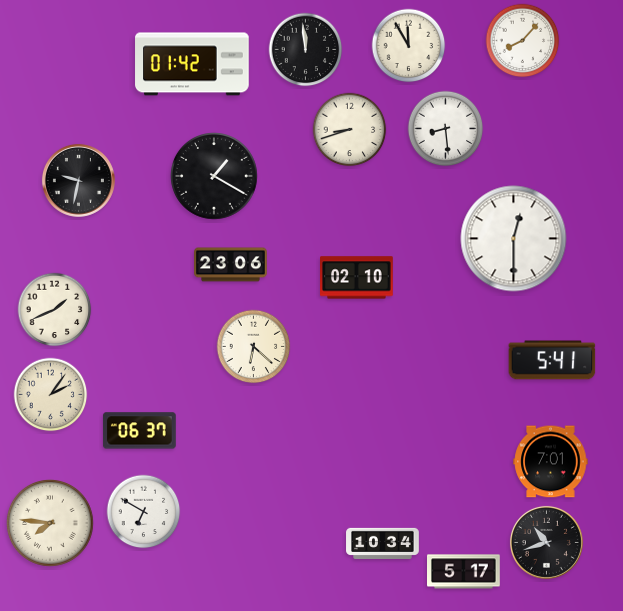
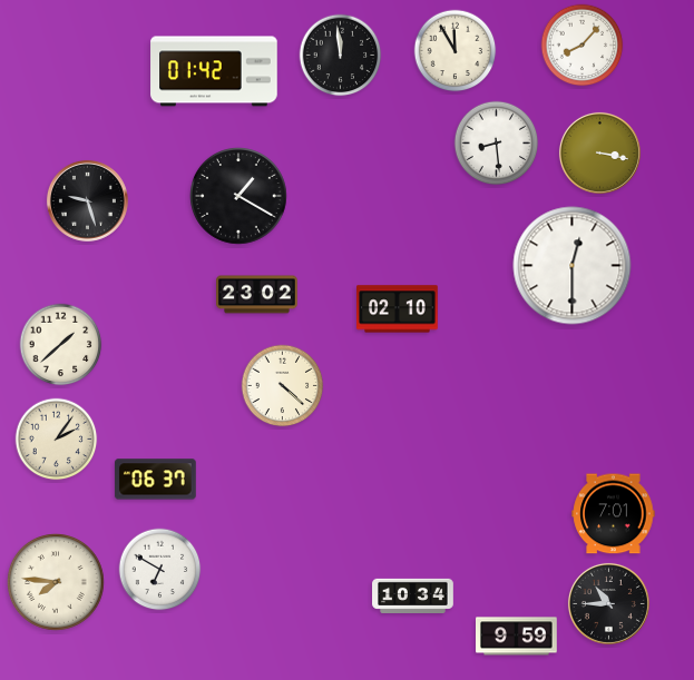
clock at (350, 130): 8:42 -> none
clock at (599, 152): none -> 3:17
clock at (78, 180): 9:32 -> 9:27
clock at (231, 265): 23:06 -> 23:02
clock at (55, 310): 1:41 -> 1:38
clock at (254, 347): 6:22 -> 4:22
clock at (552, 360): 5:41 -> none
clock at (546, 542): 10:42 -> 10:45
clock at (383, 543) position: (383, 543) -> (413, 595)
clock at (464, 572): 5:17 -> 9:59
